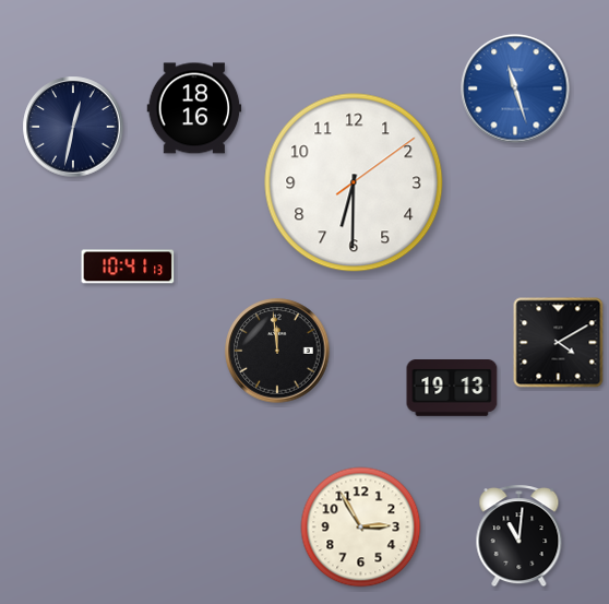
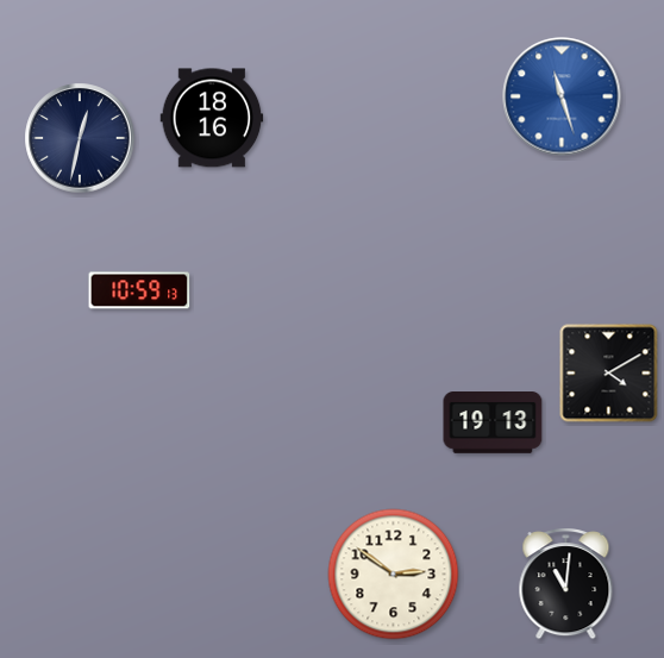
clock at (354, 182): 6:30 -> none
clock at (128, 267): 10:41 -> 10:59
clock at (277, 351): 11:59 -> none
clock at (361, 528): 2:55 -> 2:51
